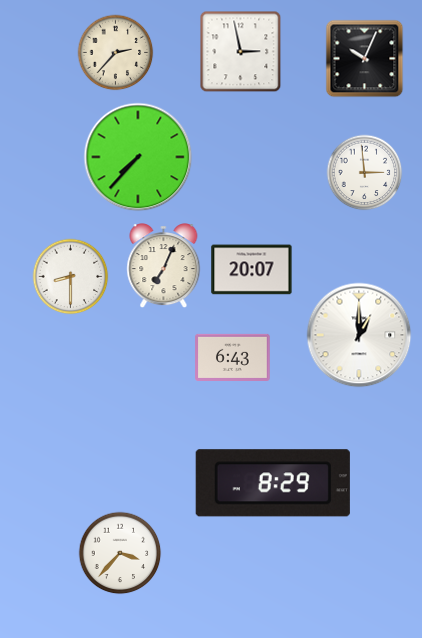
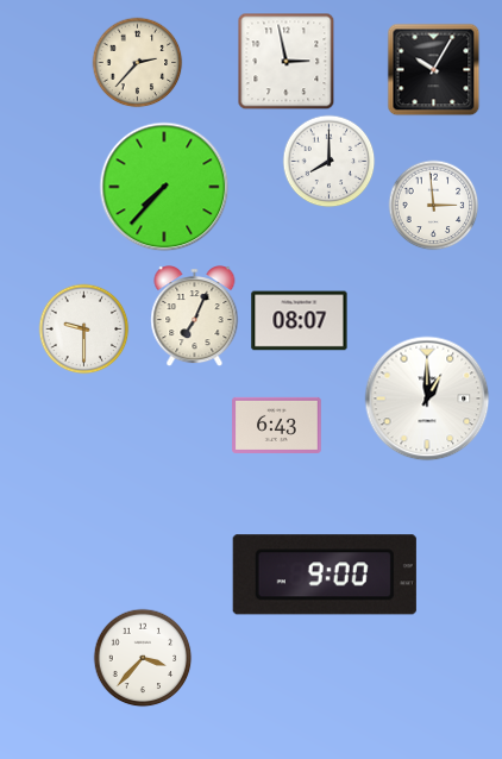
clock at (365, 59): 10:04 -> 10:05
clock at (330, 162): none -> 8:00
clock at (252, 270): 20:07 -> 08:07
clock at (71, 277): 8:30 -> 9:30
clock at (273, 483): 8:29 -> 9:00
